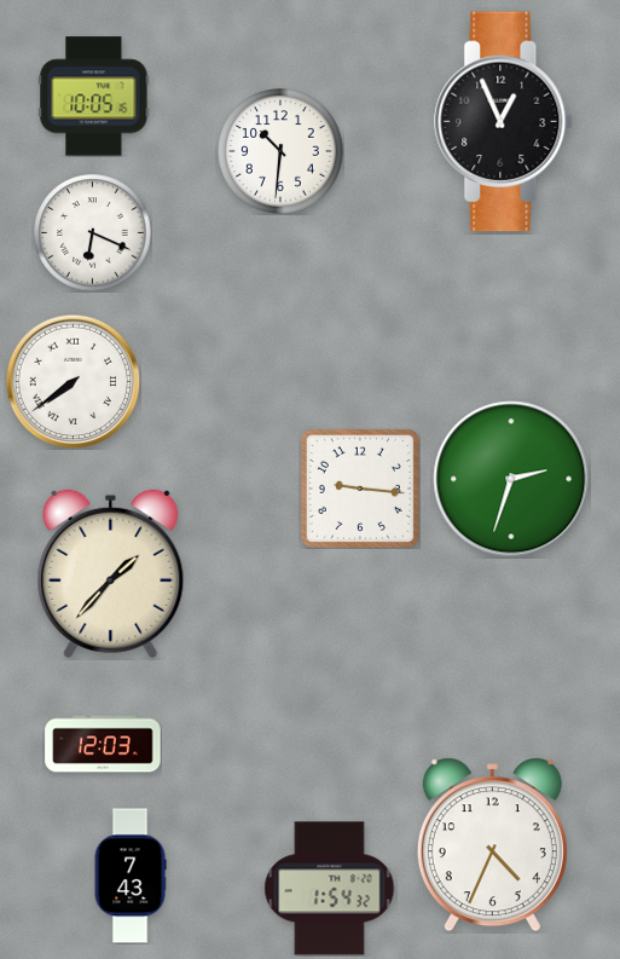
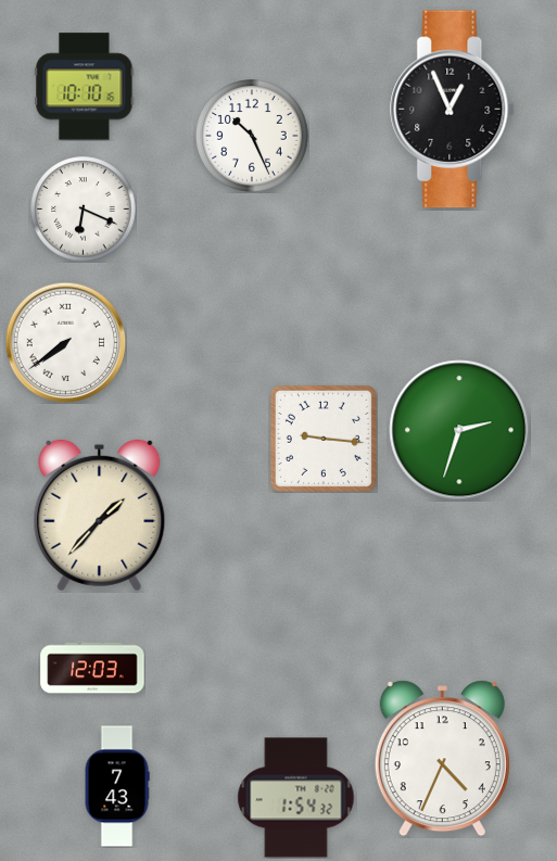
clock at (94, 97): 10:05 -> 10:10
clock at (280, 151): 10:31 -> 10:26
